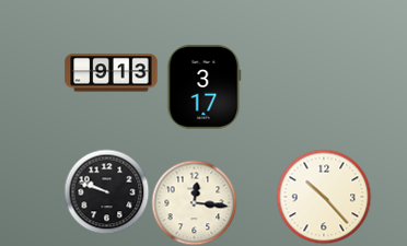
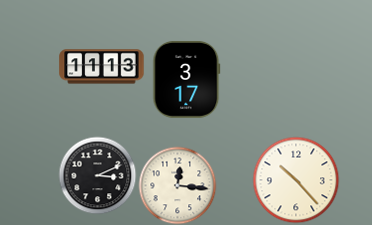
clock at (112, 73): 9:13 -> 11:13
clock at (106, 191): 9:48 -> 3:11
